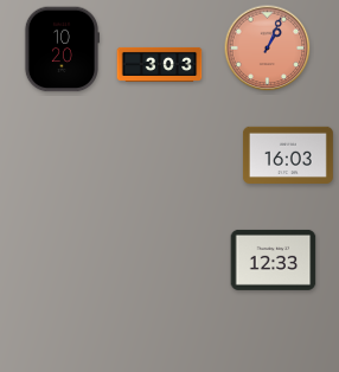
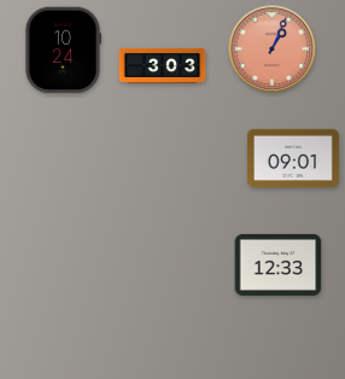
clock at (60, 50): 10:20 -> 10:24
clock at (288, 154): 16:03 -> 09:01
